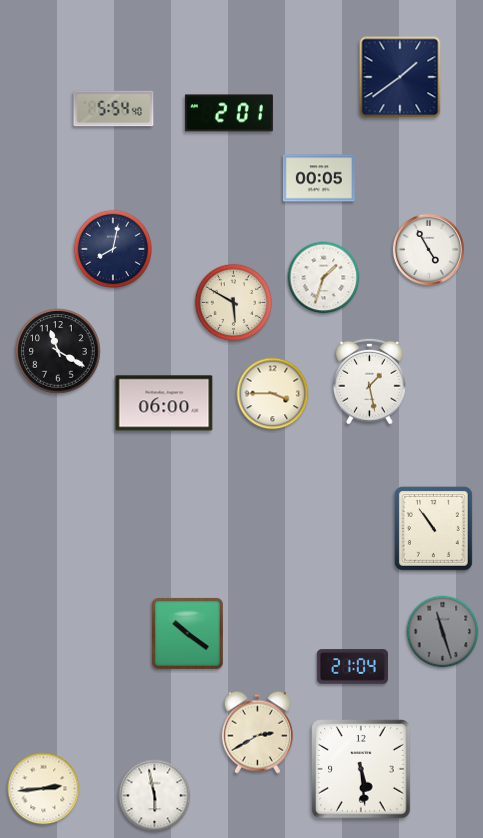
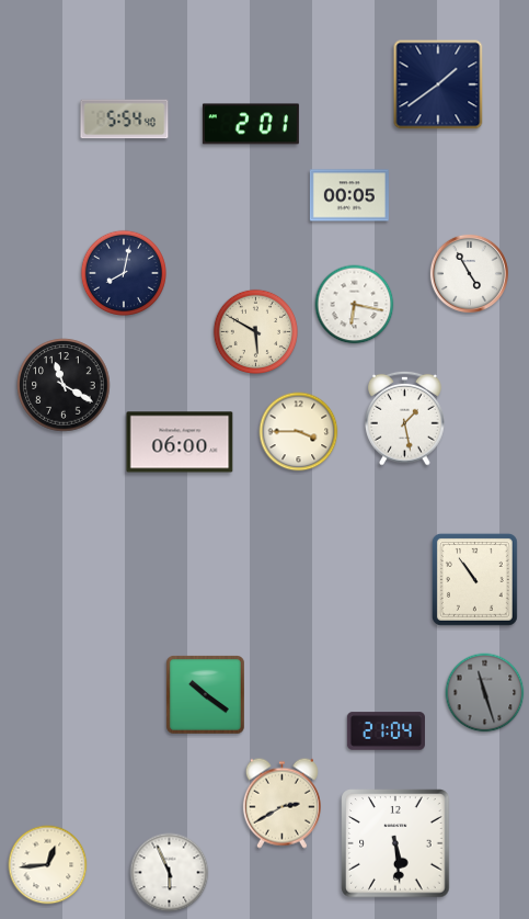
clock at (324, 278): 1:33 -> 6:17
clock at (44, 789): 2:44 -> 12:44
clock at (155, 796): 5:58 -> 5:56
